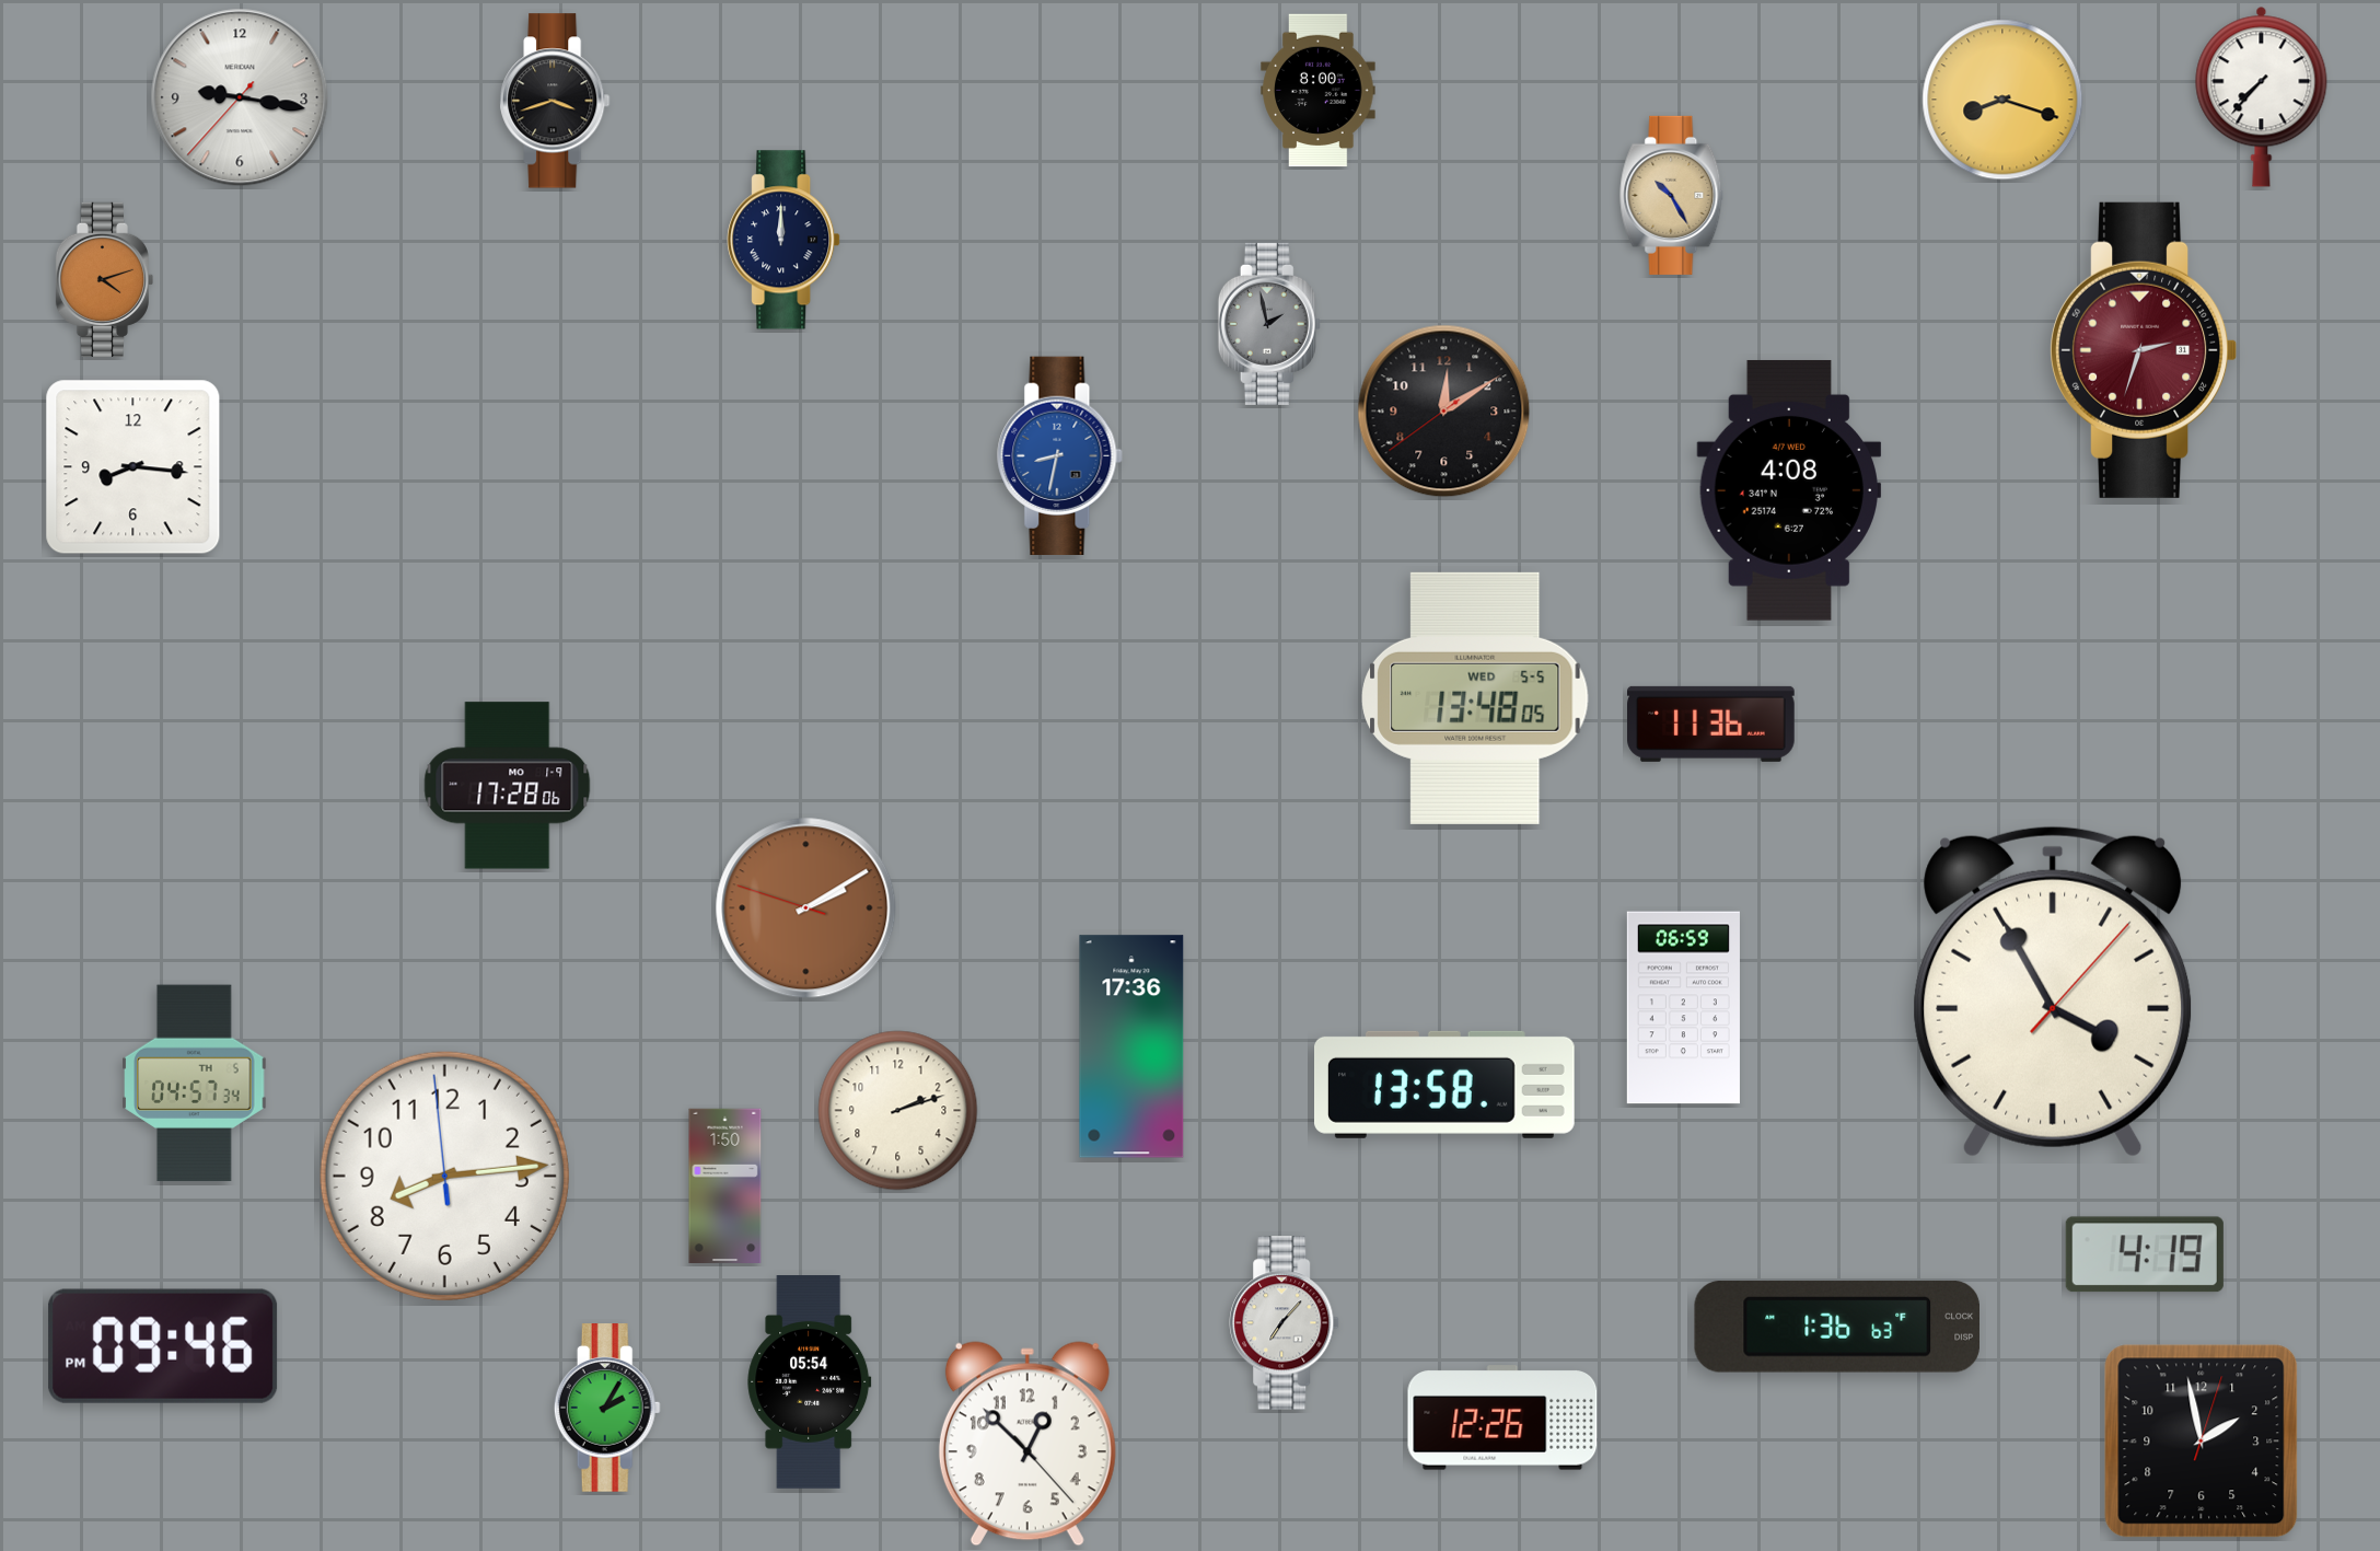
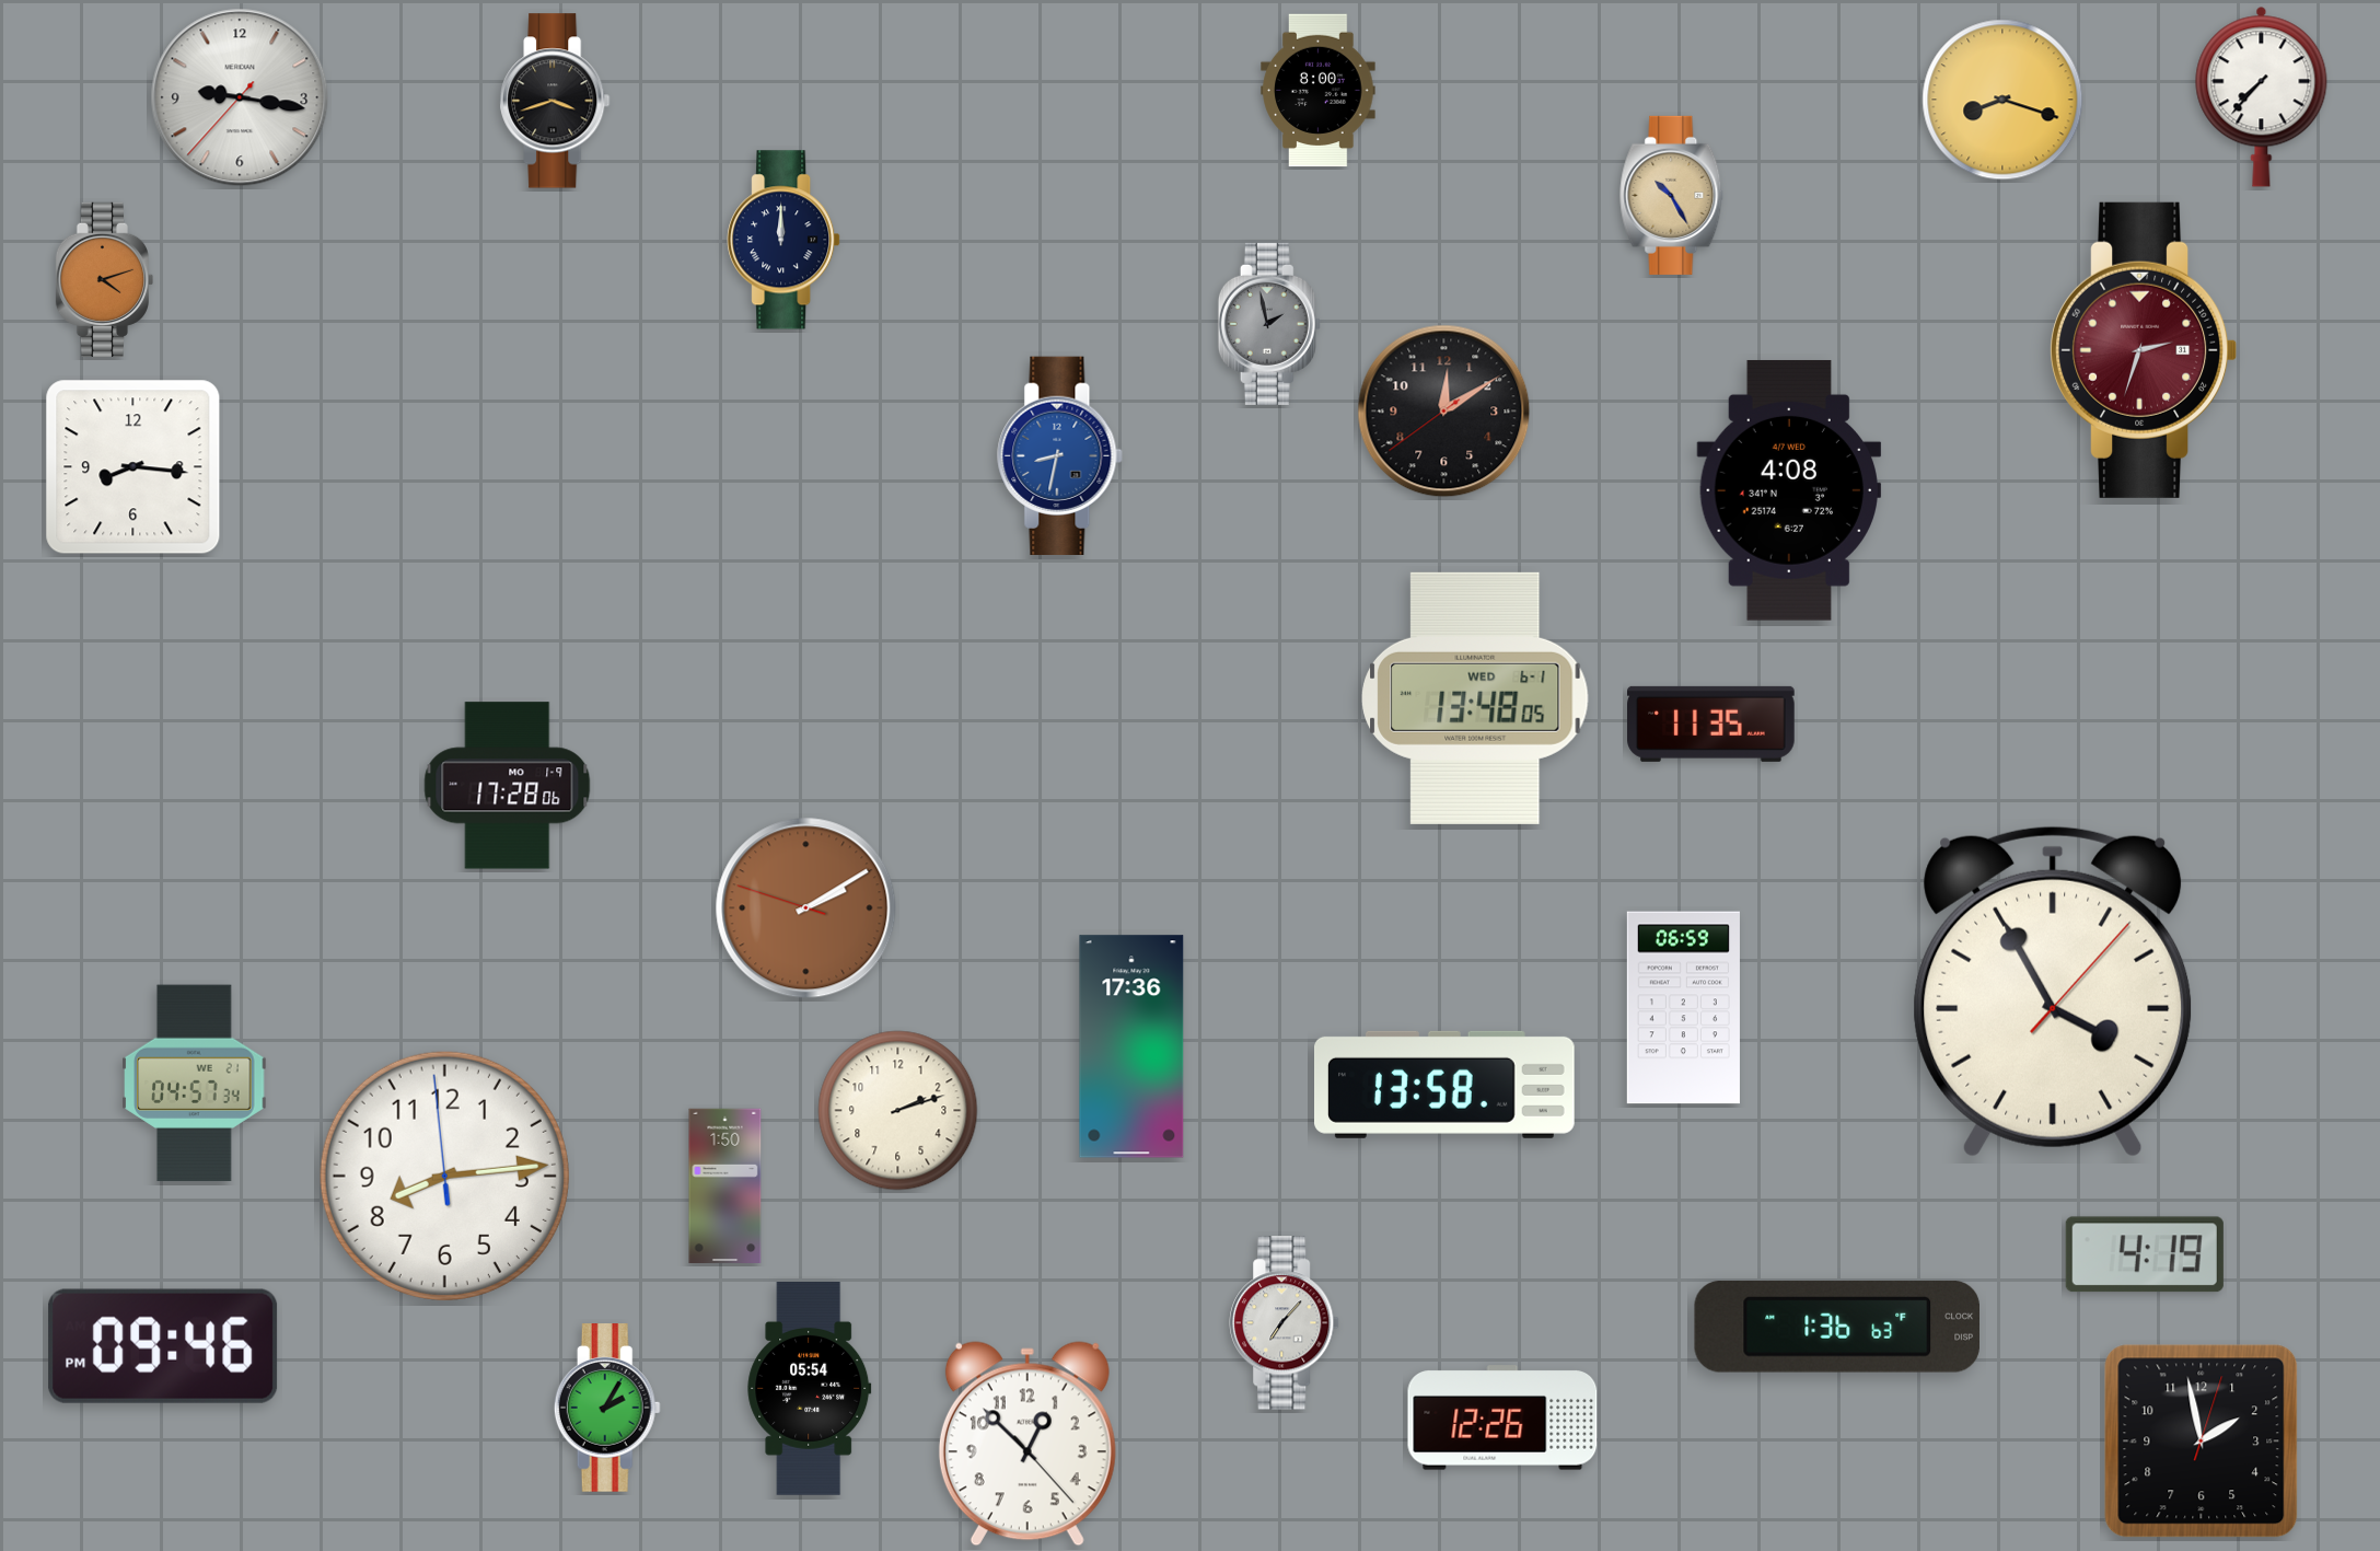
clock at (1475, 698) date: WED 5-5 -> WED 6-1
clock at (1711, 724): 11:36 -> 11:35
clock at (195, 1084) date: TH 5 -> WE 21
clock at (810, 1382) position: (810, 1382) -> (810, 1389)
